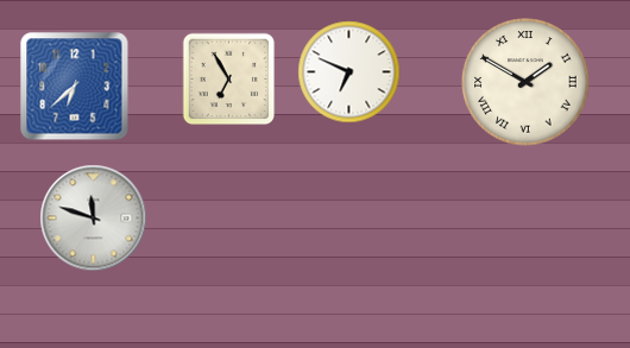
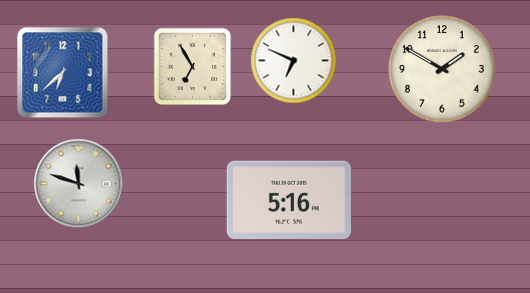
clock at (525, 82) numerals: Roman -> Arabic
clock at (289, 199): none -> 5:16
